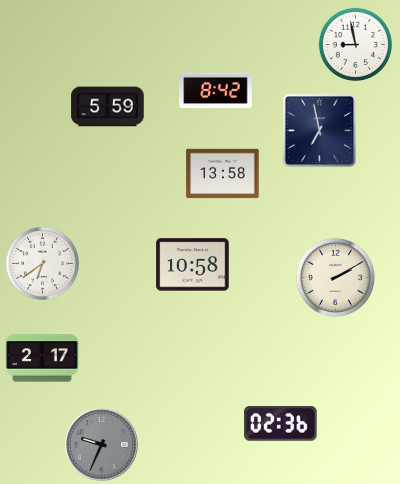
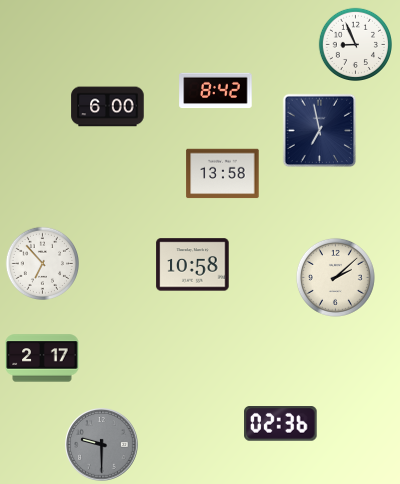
clock at (355, 44): 8:58 -> 8:56
clock at (108, 107): 5:59 -> 6:00
clock at (42, 263): 6:39 -> 6:53
clock at (335, 277): 2:10 -> 2:08
clock at (102, 445): 9:34 -> 9:30
